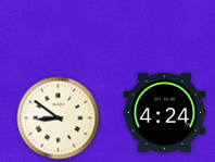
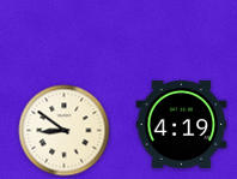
clock at (165, 112): 4:24 -> 4:19
